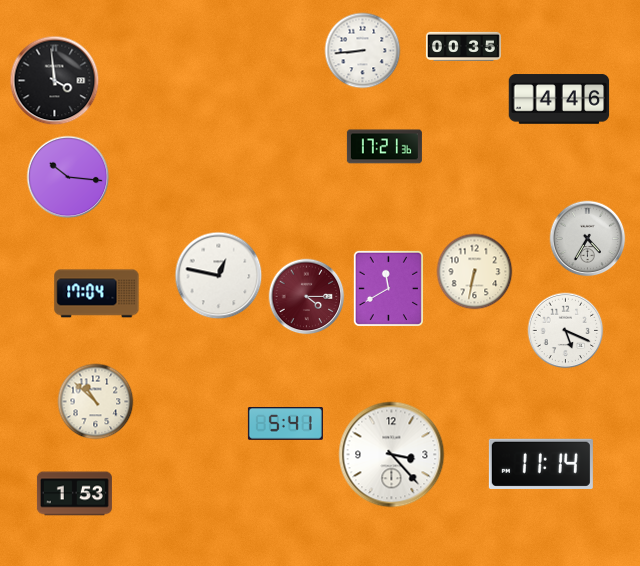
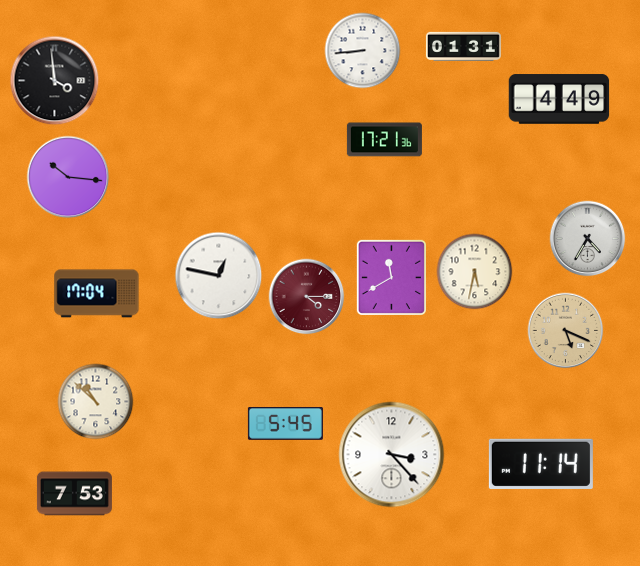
clock at (463, 46): 00:35 -> 01:31
clock at (559, 99): 4:46 -> 4:49
clock at (384, 147) position: (384, 147) -> (384, 140)
clock at (475, 272): 6:32 -> 5:32
clock at (388, 288) position: (388, 288) -> (391, 277)
clock at (566, 331) dial: white -> champagne
clock at (285, 424): 5:41 -> 5:45
clock at (74, 494): 1:53 -> 7:53
